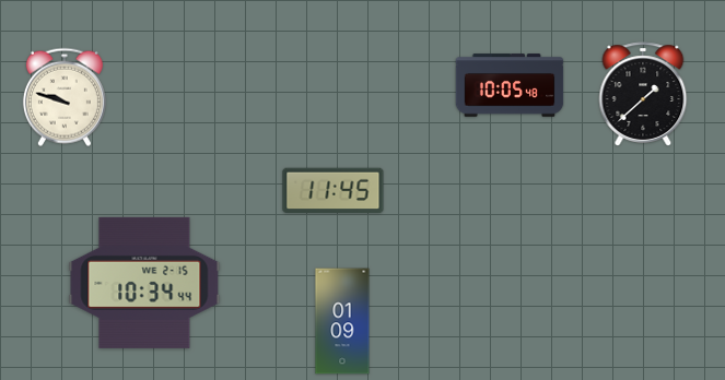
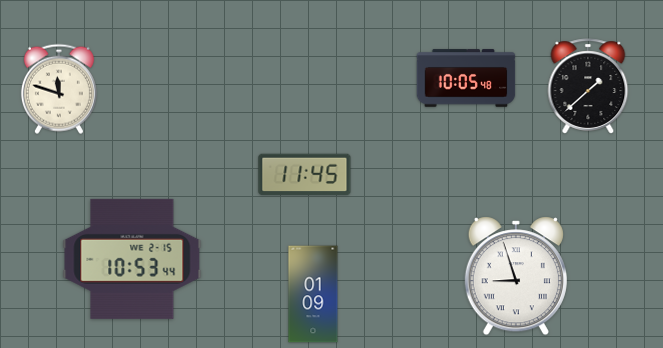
clock at (65, 97): 9:48 -> 11:48
clock at (144, 283): 10:34 -> 10:53
clock at (516, 276): none -> 8:57
